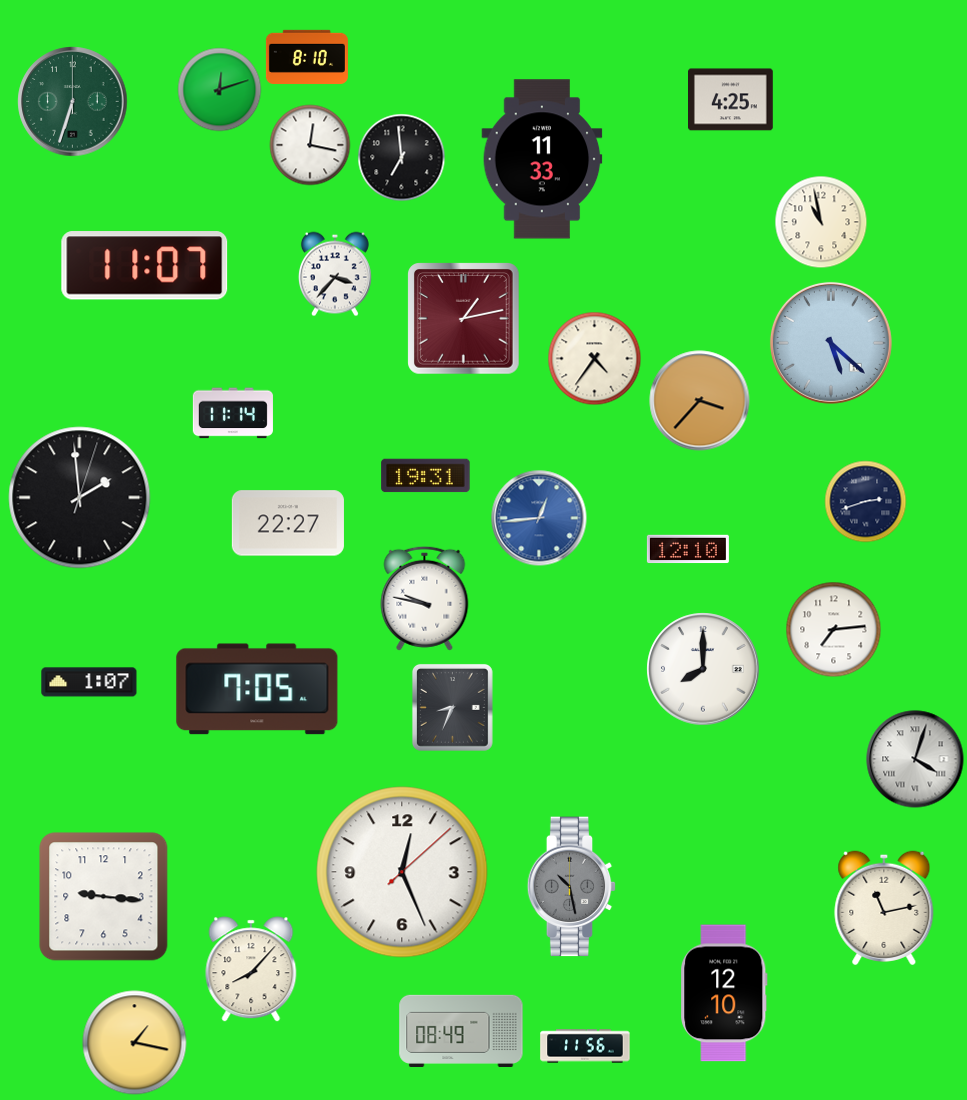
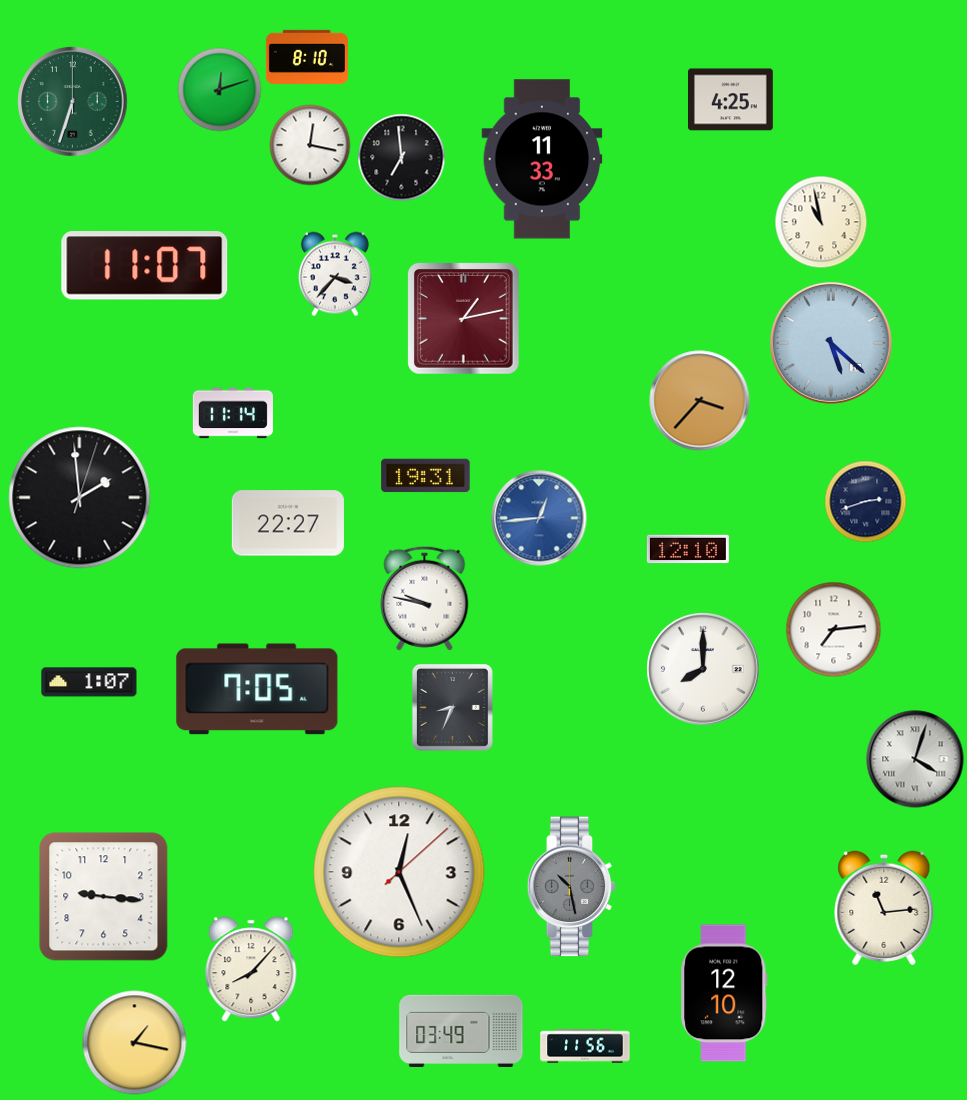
clock at (595, 359): 4:36 -> none
clock at (402, 872) position: (402, 872) -> (399, 872)
clock at (884, 908): 11:13 -> 11:14
clock at (461, 1031): 08:49 -> 03:49
